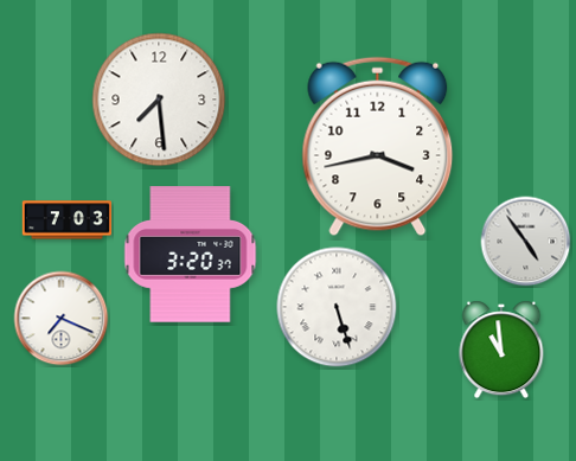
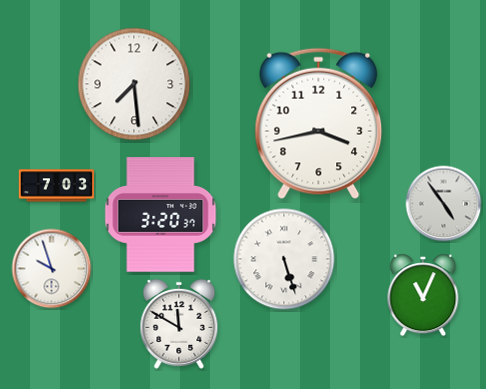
clock at (62, 319): 7:19 -> 9:57
clock at (501, 350): 10:59 -> 11:04
clock at (179, 324): none -> 11:50
